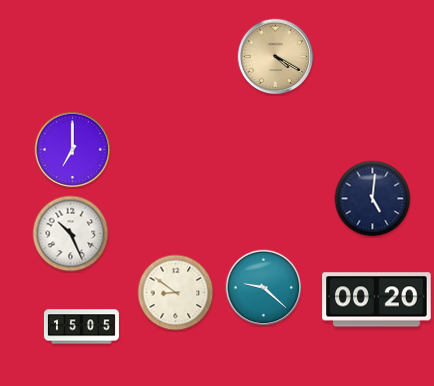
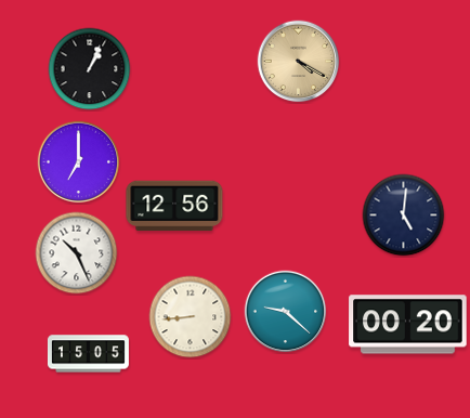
clock at (90, 69): none -> 1:04
clock at (174, 206): none -> 12:56
clock at (176, 293): 8:51 -> 8:44
